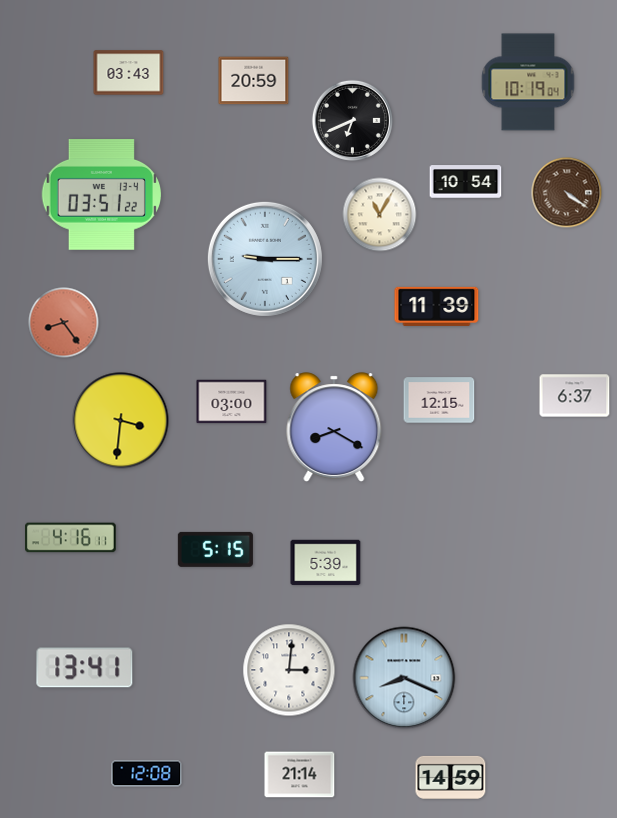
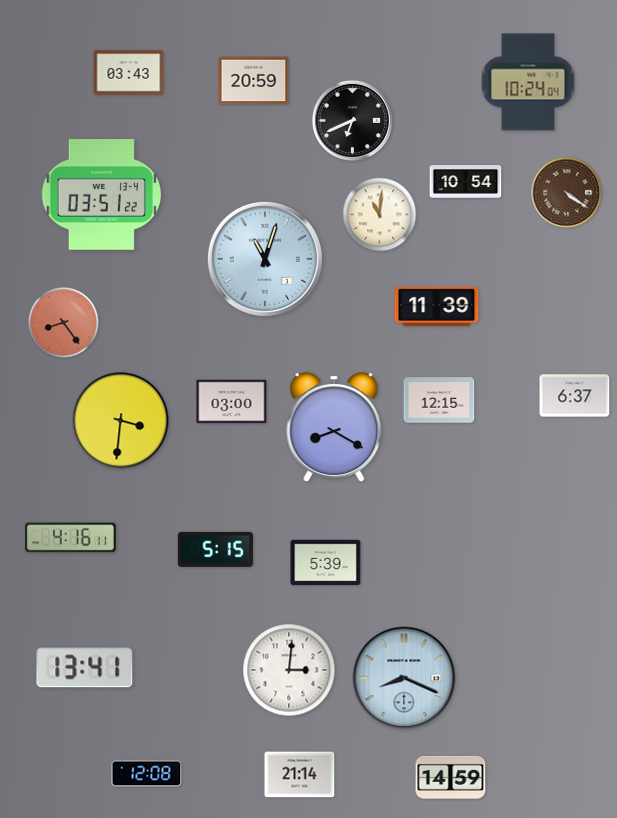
clock at (528, 82): 10:19 -> 10:24
clock at (380, 215): 11:05 -> 11:01
clock at (265, 259): 9:15 -> 11:03
